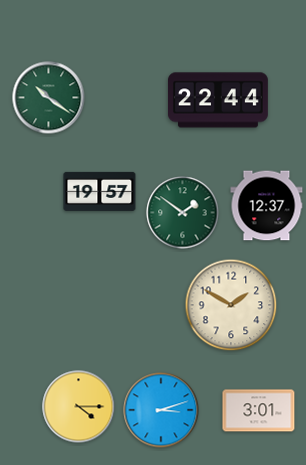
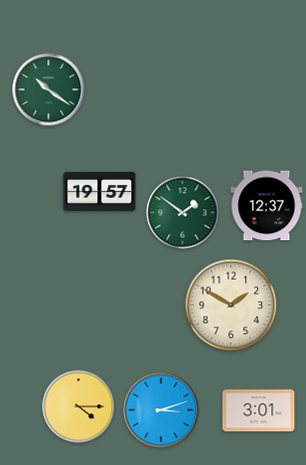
clock at (49, 98) position: (49, 98) -> (49, 90)
clock at (218, 100): 22:44 -> none
